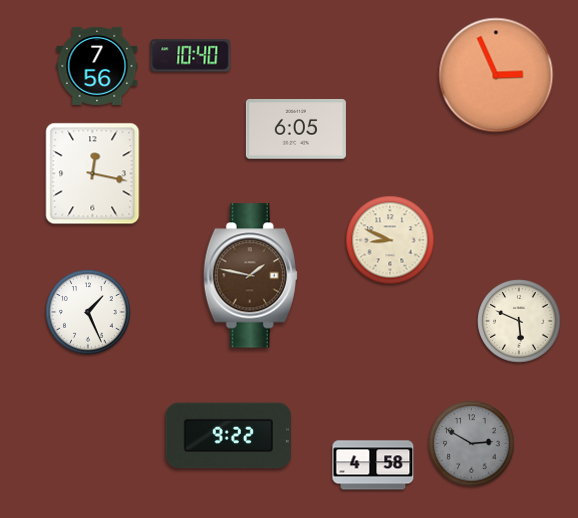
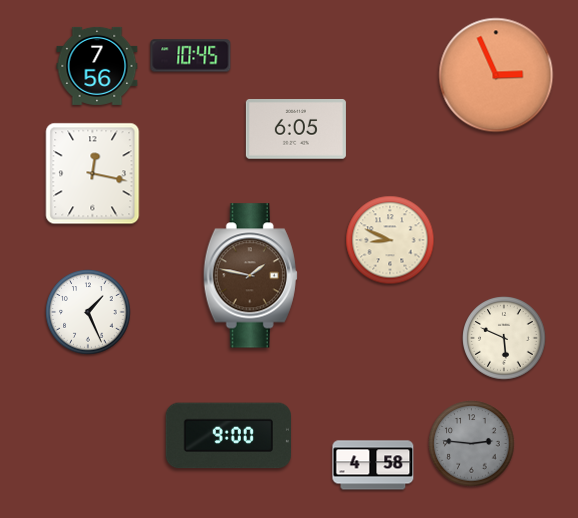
clock at (191, 56): 10:40 -> 10:45
clock at (519, 321) position: (519, 321) -> (504, 338)
clock at (228, 436): 9:22 -> 9:00
clock at (472, 444): 2:50 -> 2:46
